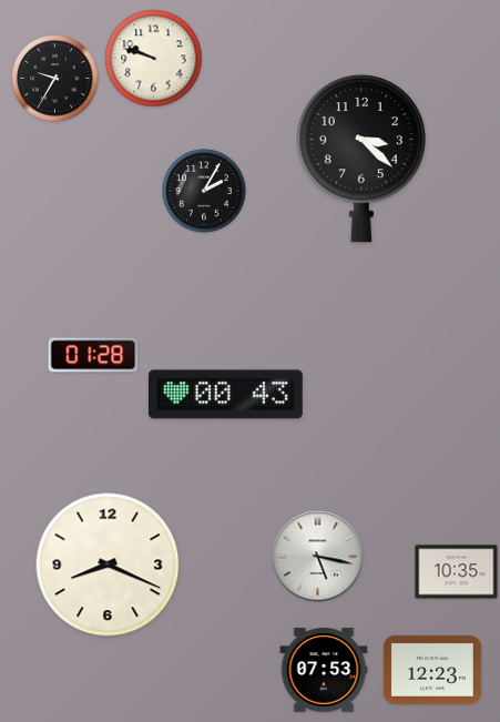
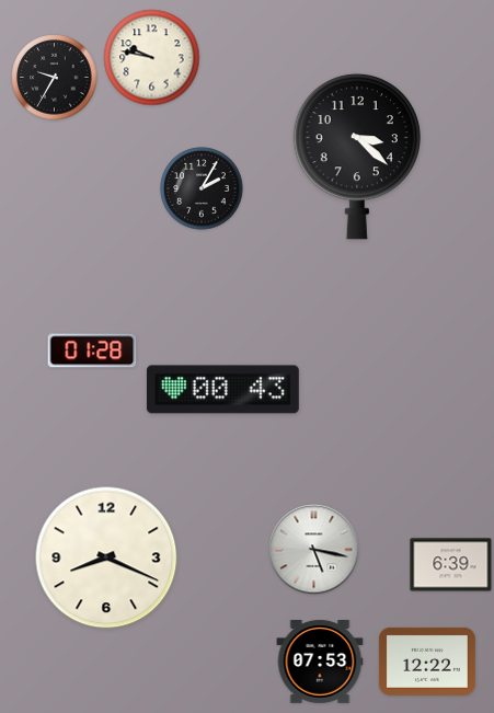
clock at (154, 59): 9:48 -> 9:47
clock at (457, 572): 10:35 -> 6:39
clock at (432, 670): 12:23 -> 12:22
